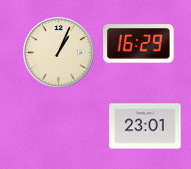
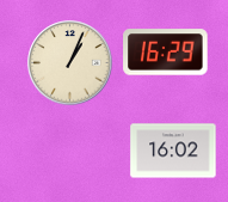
clock at (145, 126): 23:01 -> 16:02
